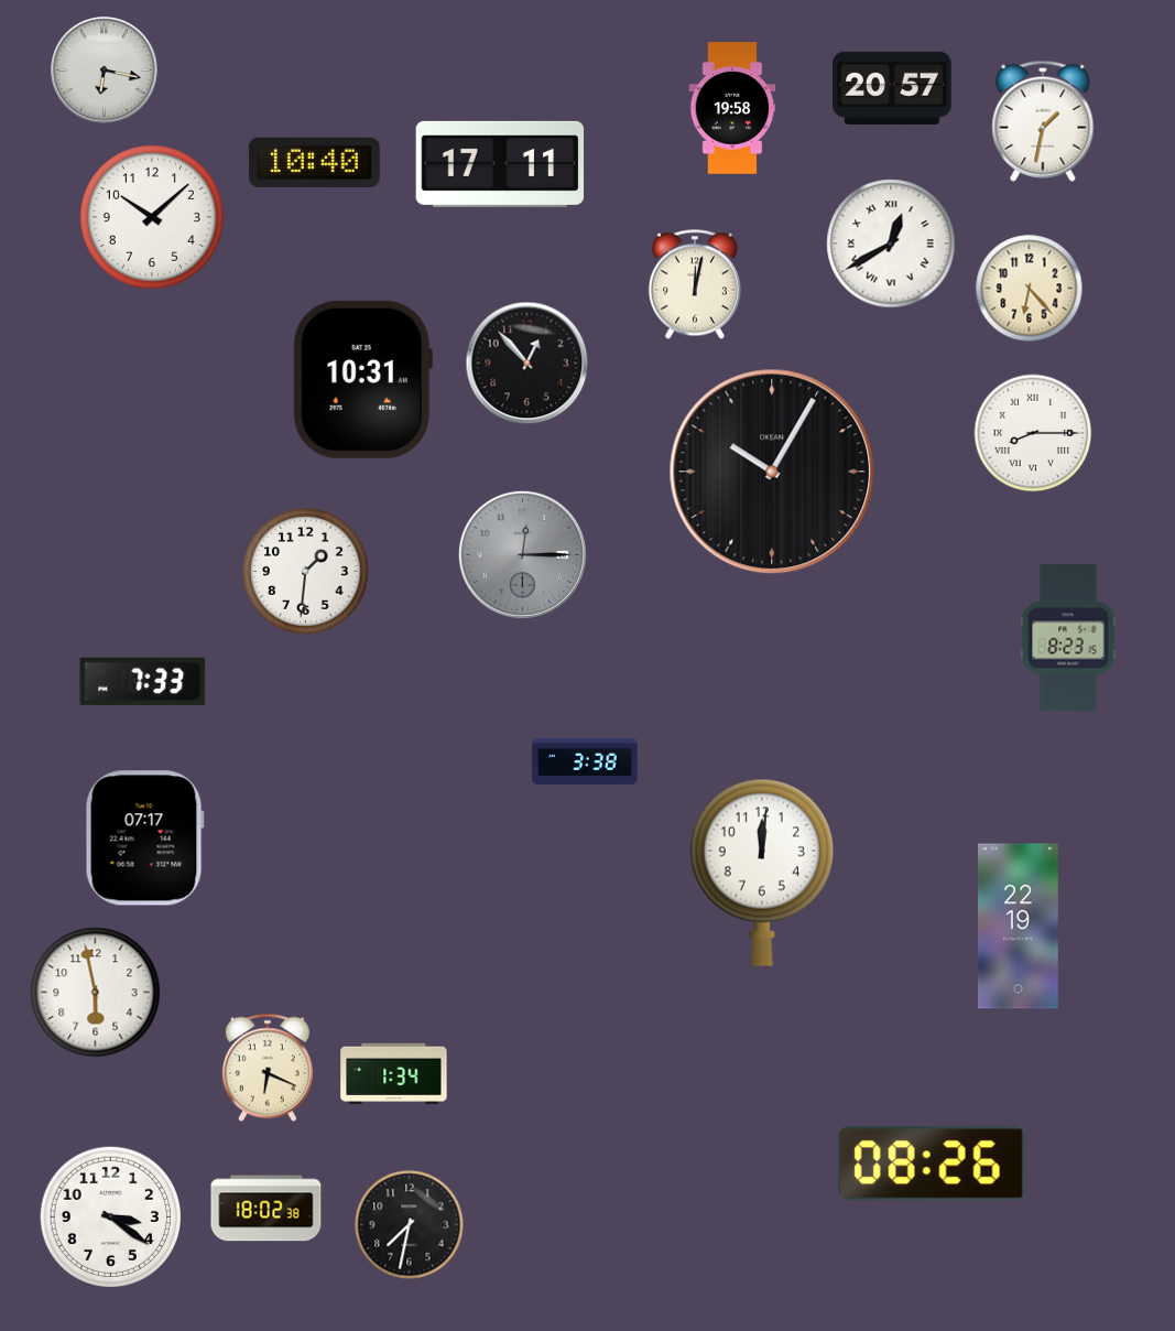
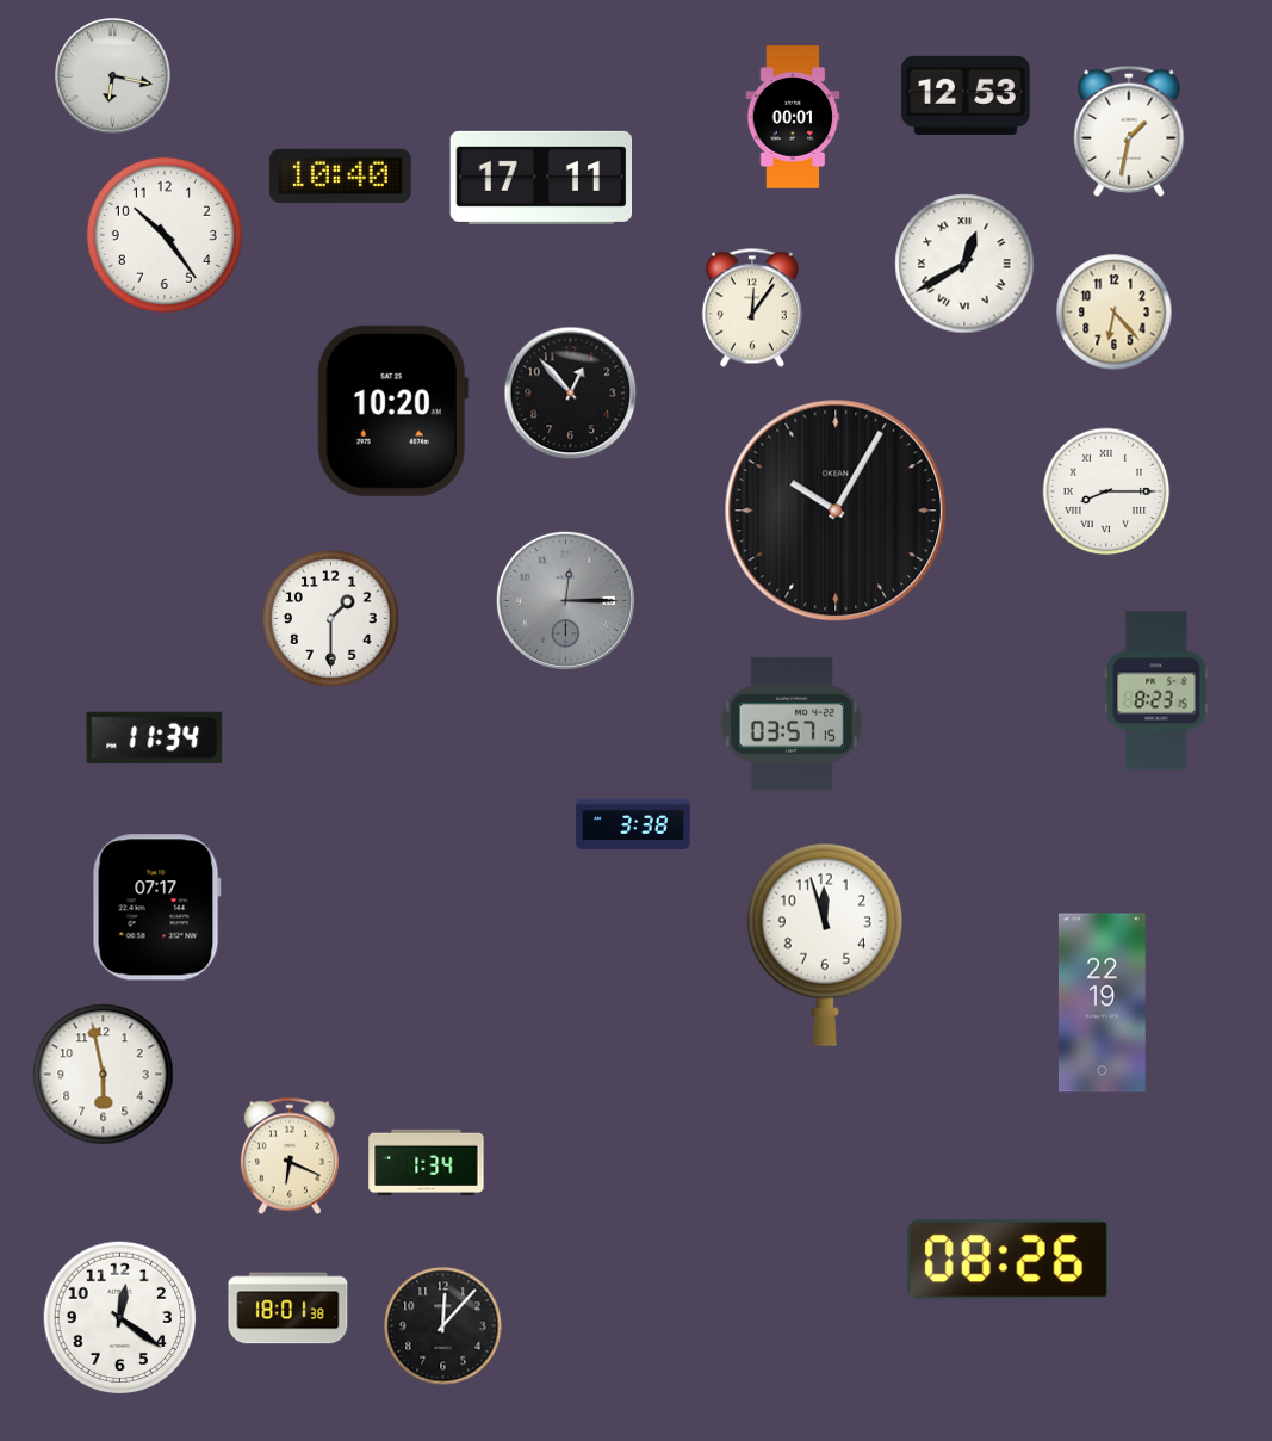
clock at (892, 88): 20:57 -> 12:53
clock at (732, 108): 19:58 -> 00:01
clock at (152, 217): 10:08 -> 10:24
clock at (695, 284): 12:02 -> 12:06
clock at (362, 379): 10:31 -> 10:20
clock at (1033, 433) position: (1033, 433) -> (1106, 491)
clock at (306, 572): 1:31 -> 1:30
clock at (790, 724): none -> 03:57
clock at (143, 681): 7:33 -> 11:34
clock at (762, 873): 12:01 -> 11:57
clock at (266, 1209): 18:02 -> 18:01
clock at (111, 1218): 3:21 -> 12:21
clock at (410, 1225): 7:32 -> 12:07
